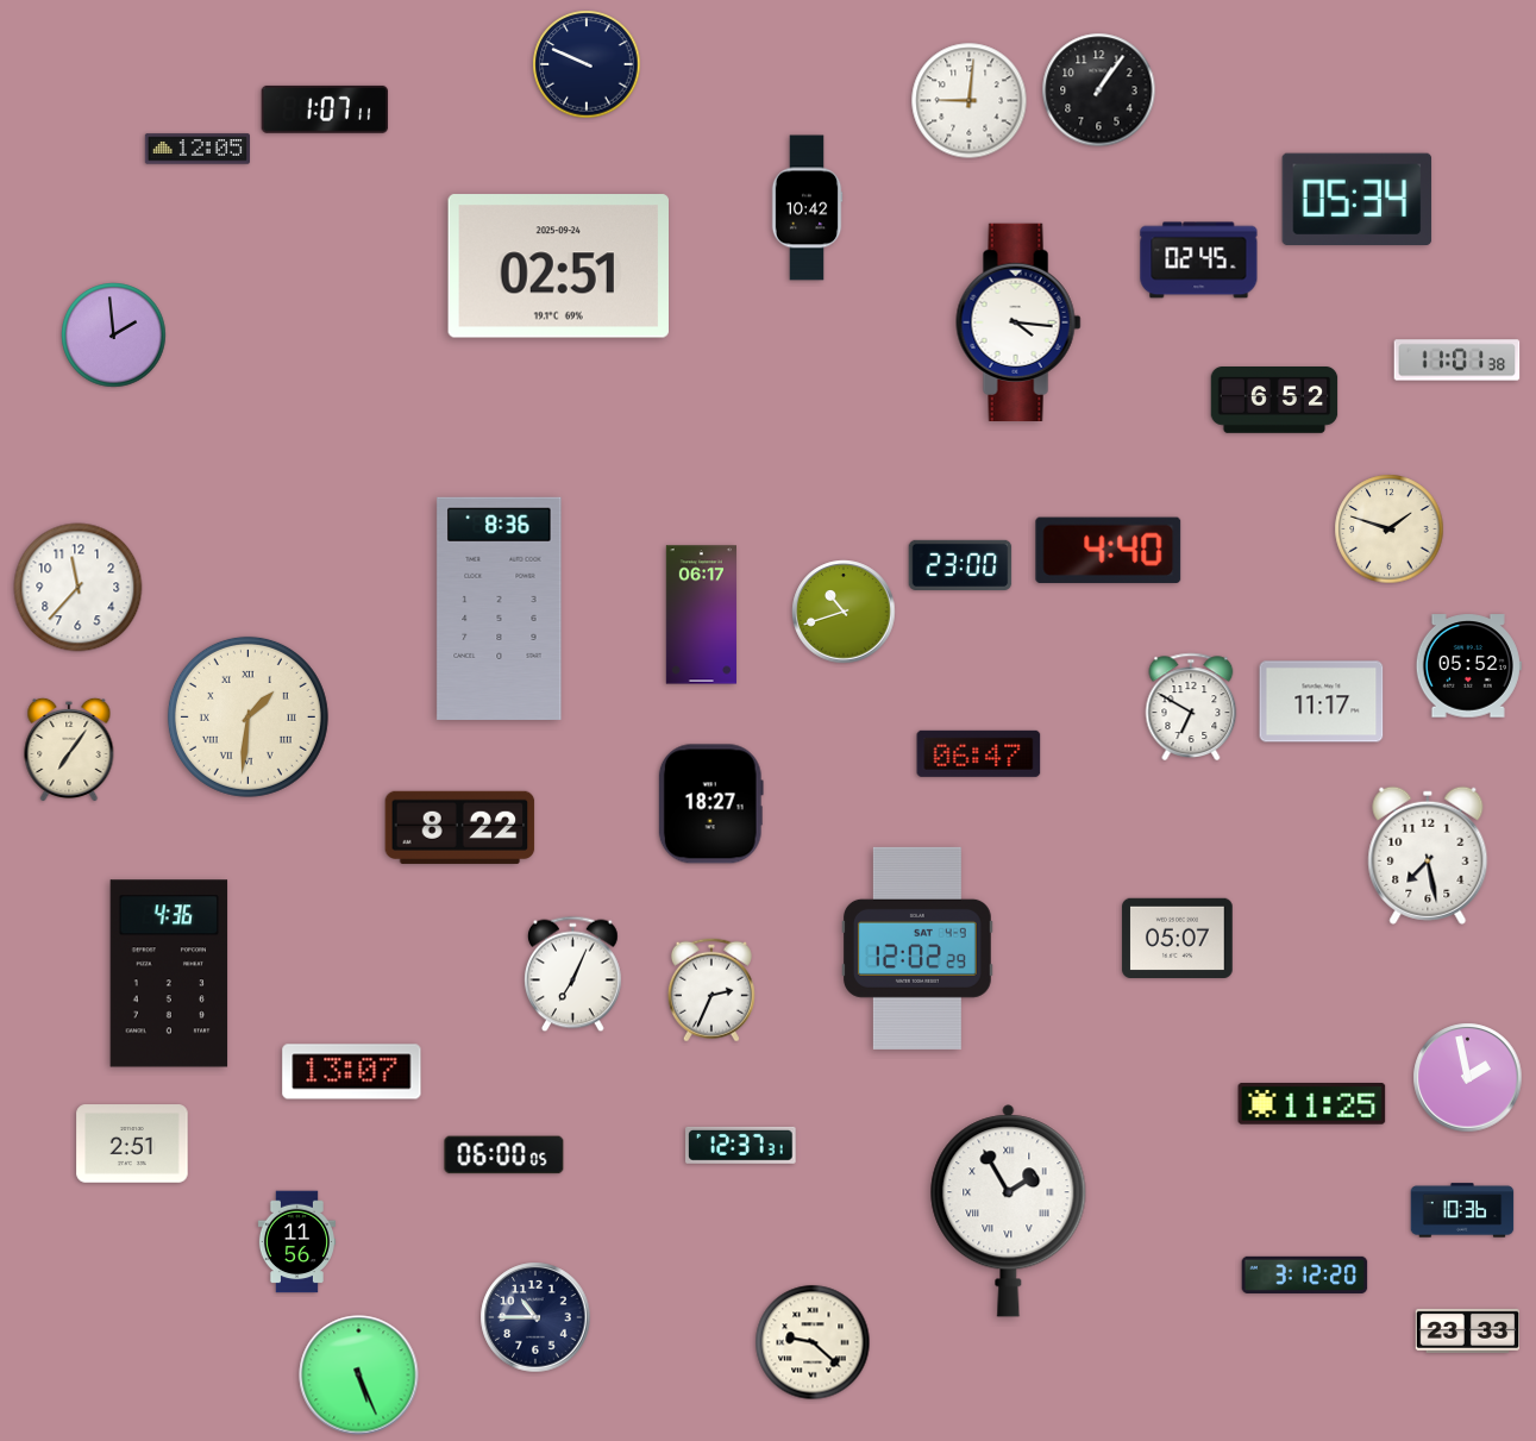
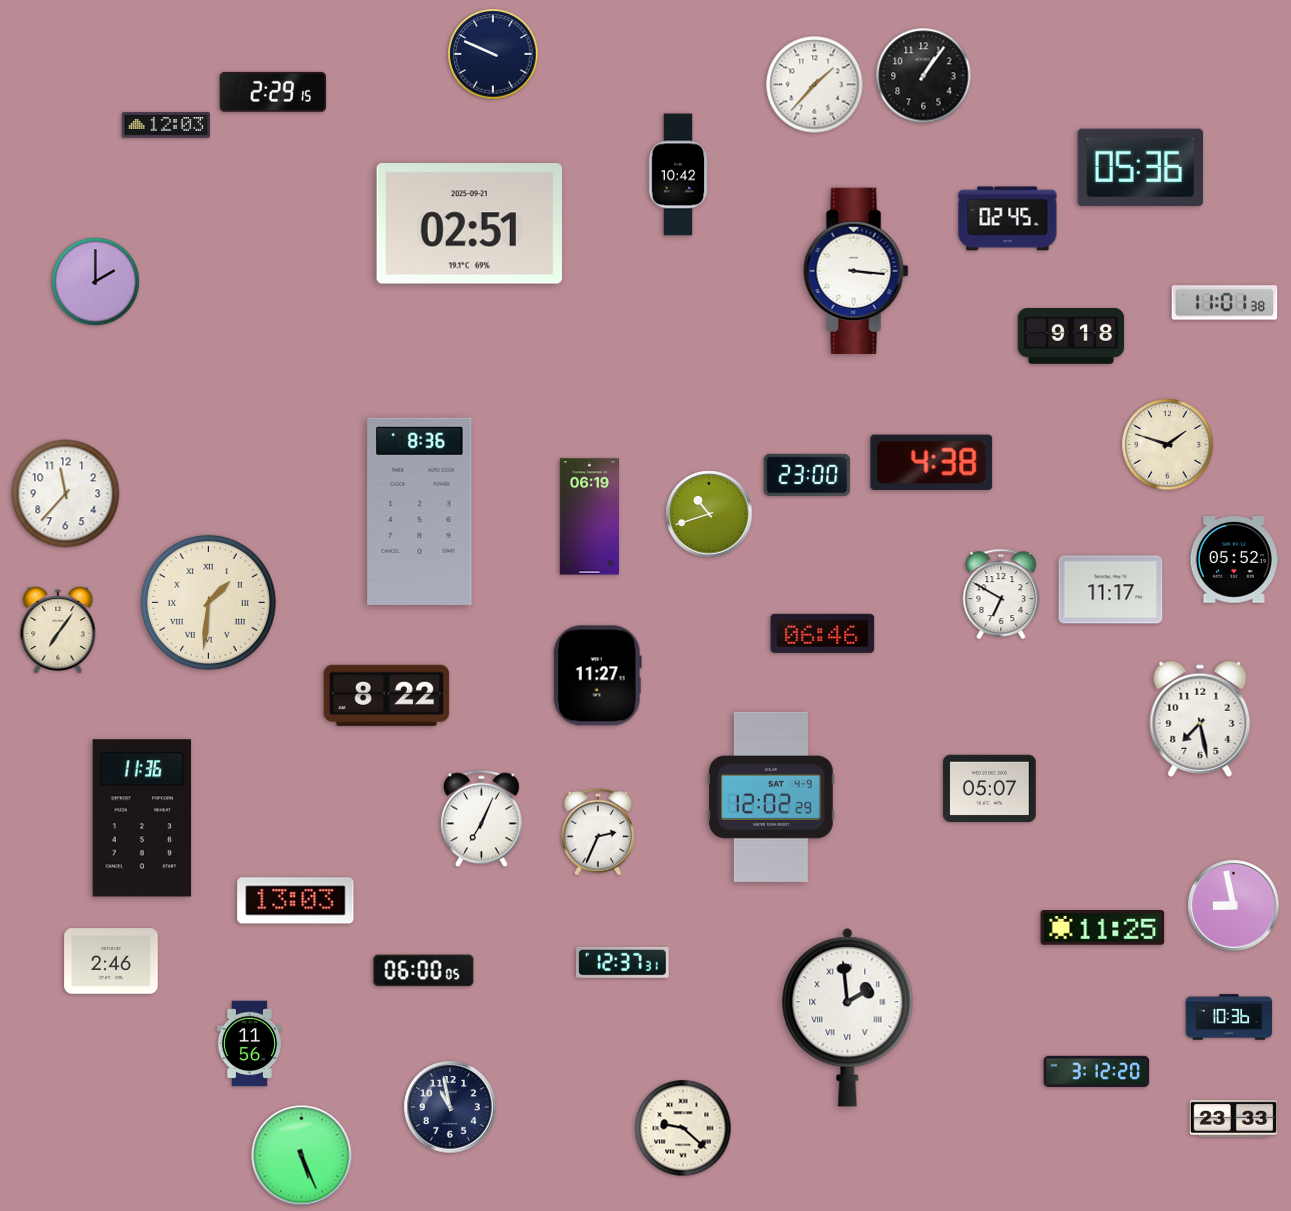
clock at (970, 101): 9:01 -> 1:37
clock at (325, 109): 1:07 -> 2:29
clock at (196, 149): 12:05 -> 12:03
clock at (1358, 200): 05:34 -> 05:36
clock at (558, 267) date: 2025-09-24 -> 2025-09-21
clock at (1018, 321): 4:16 -> 3:16
clock at (114, 336): 1:59 -> 2:00
clock at (1274, 401): 6:52 -> 9:18
clock at (1109, 550): 4:40 -> 4:38
clock at (701, 615): 06:17 -> 06:19
clock at (979, 753): 06:47 -> 06:46
clock at (710, 804): 18:27 -> 11:27
clock at (169, 973): 4:36 -> 11:36
clock at (352, 1072): 13:07 -> 13:03
clock at (1468, 1078): 1:58 -> 8:58
clock at (132, 1144): 2:51 -> 2:46
clock at (1009, 1211): 1:55 -> 1:59
clock at (535, 1317): 10:45 -> 10:58
